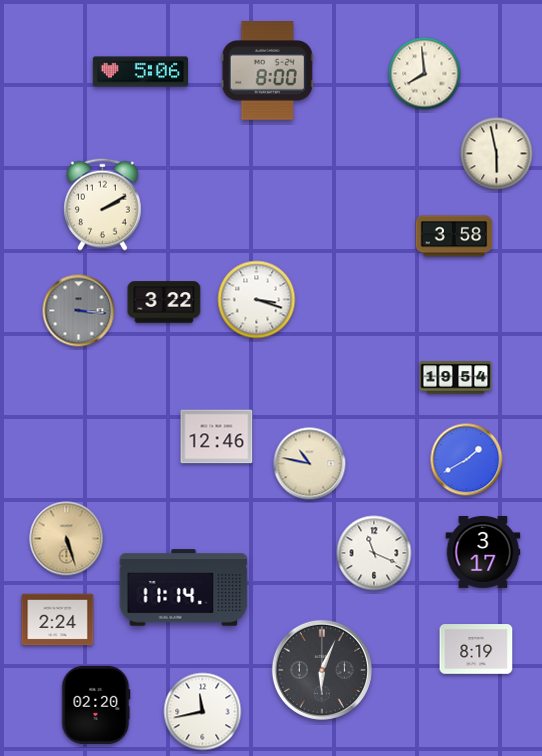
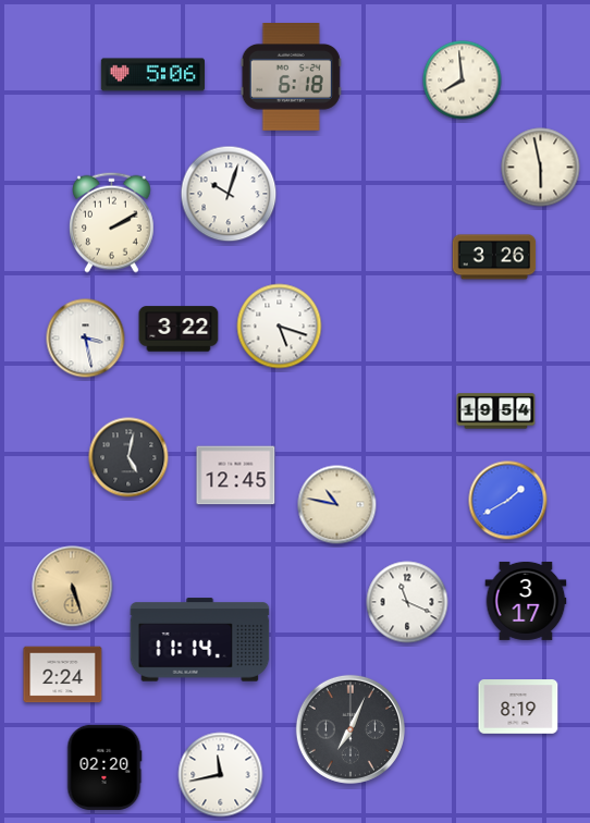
clock at (267, 71): 8:00 -> 6:18
clock at (140, 72) position: (140, 72) -> (152, 75)
clock at (229, 194): none -> 10:03
clock at (454, 236): 3:58 -> 3:26
clock at (257, 300): 3:18 -> 5:18
clock at (79, 311): 3:16 -> 3:28
clock at (79, 311) dial: grey -> white
clock at (128, 457): none -> 5:02
clock at (217, 437): 12:46 -> 12:45
clock at (322, 670): 6:04 -> 7:04
